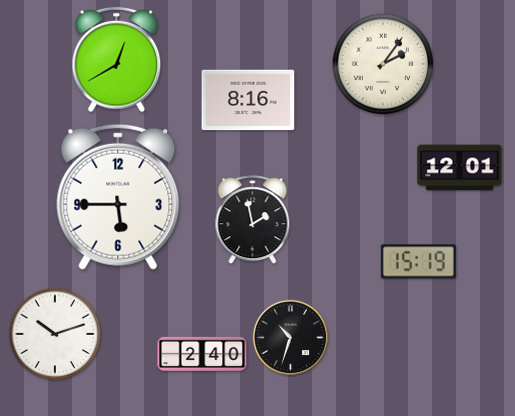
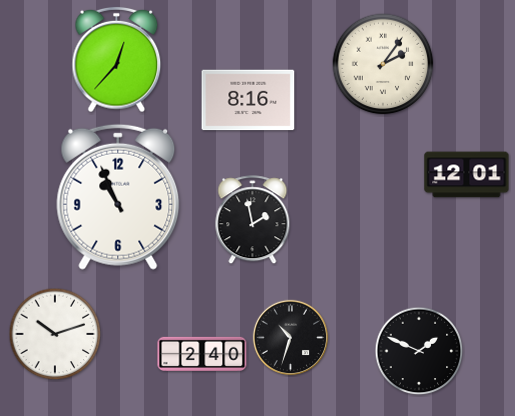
clock at (117, 60): 12:40 -> 12:37
clock at (460, 168) position: (460, 168) -> (467, 175)
clock at (118, 197): 5:45 -> 10:56
clock at (418, 262): 15:19 -> none
clock at (419, 351): none -> 1:49
